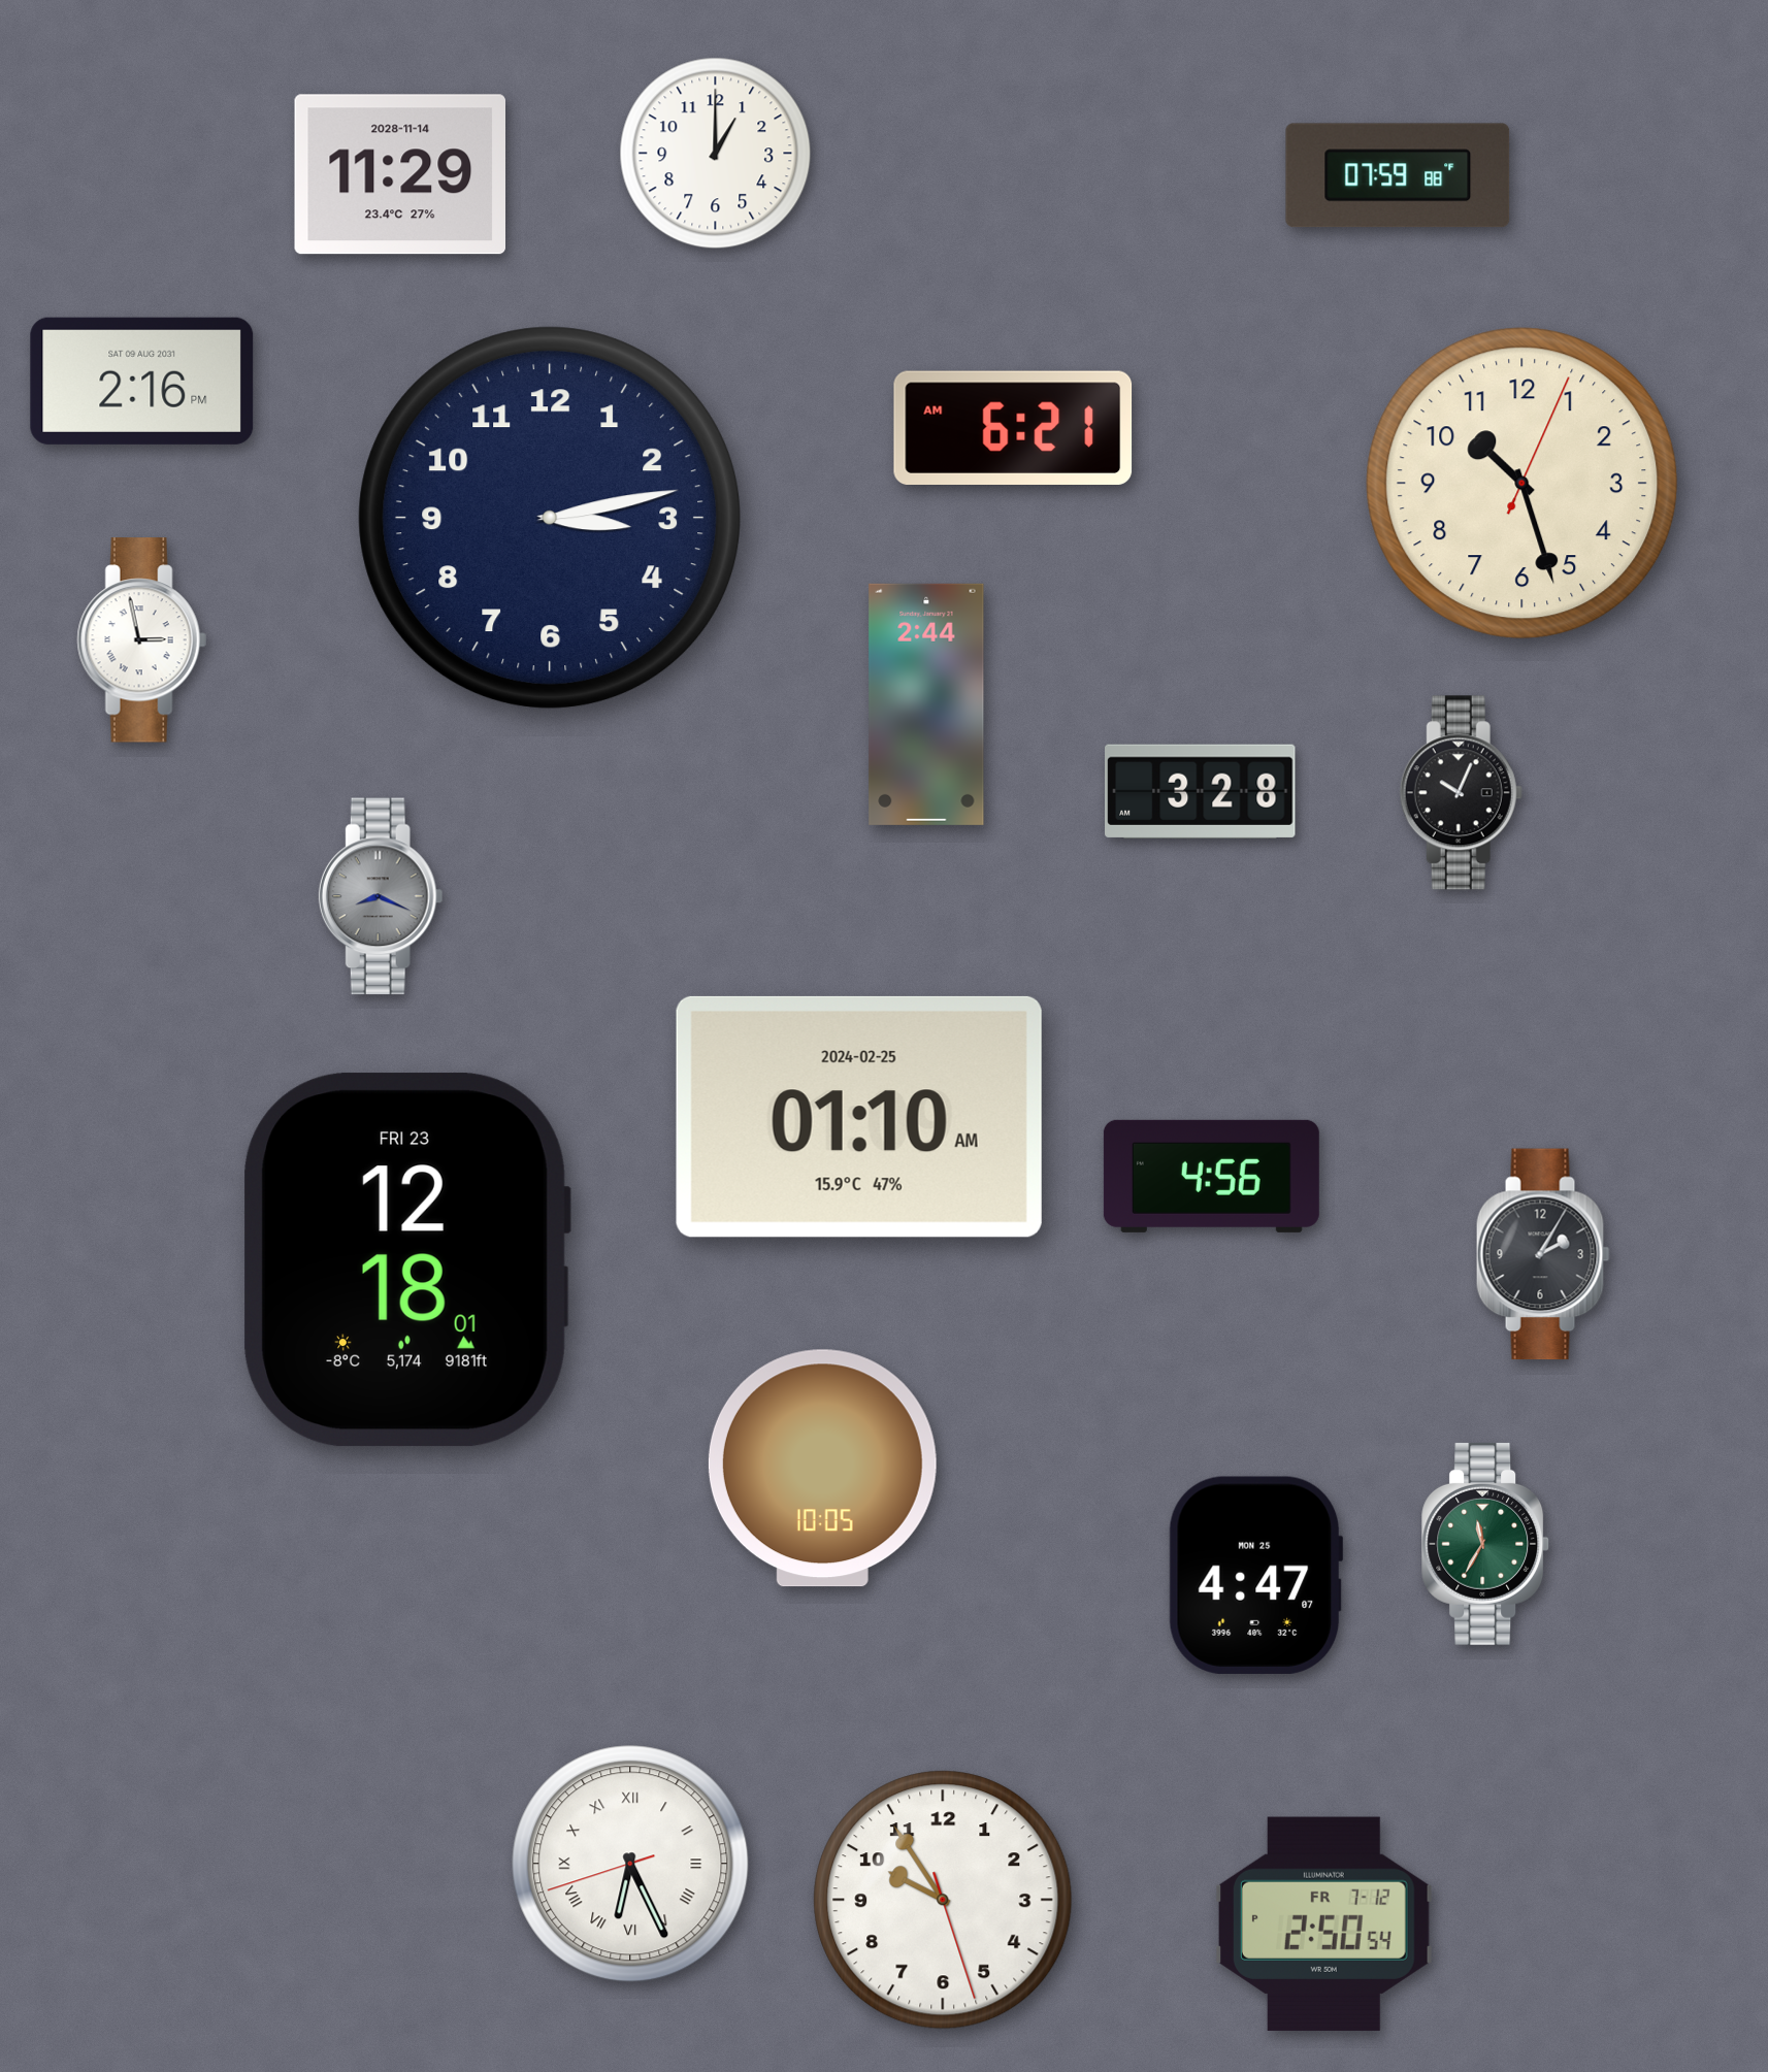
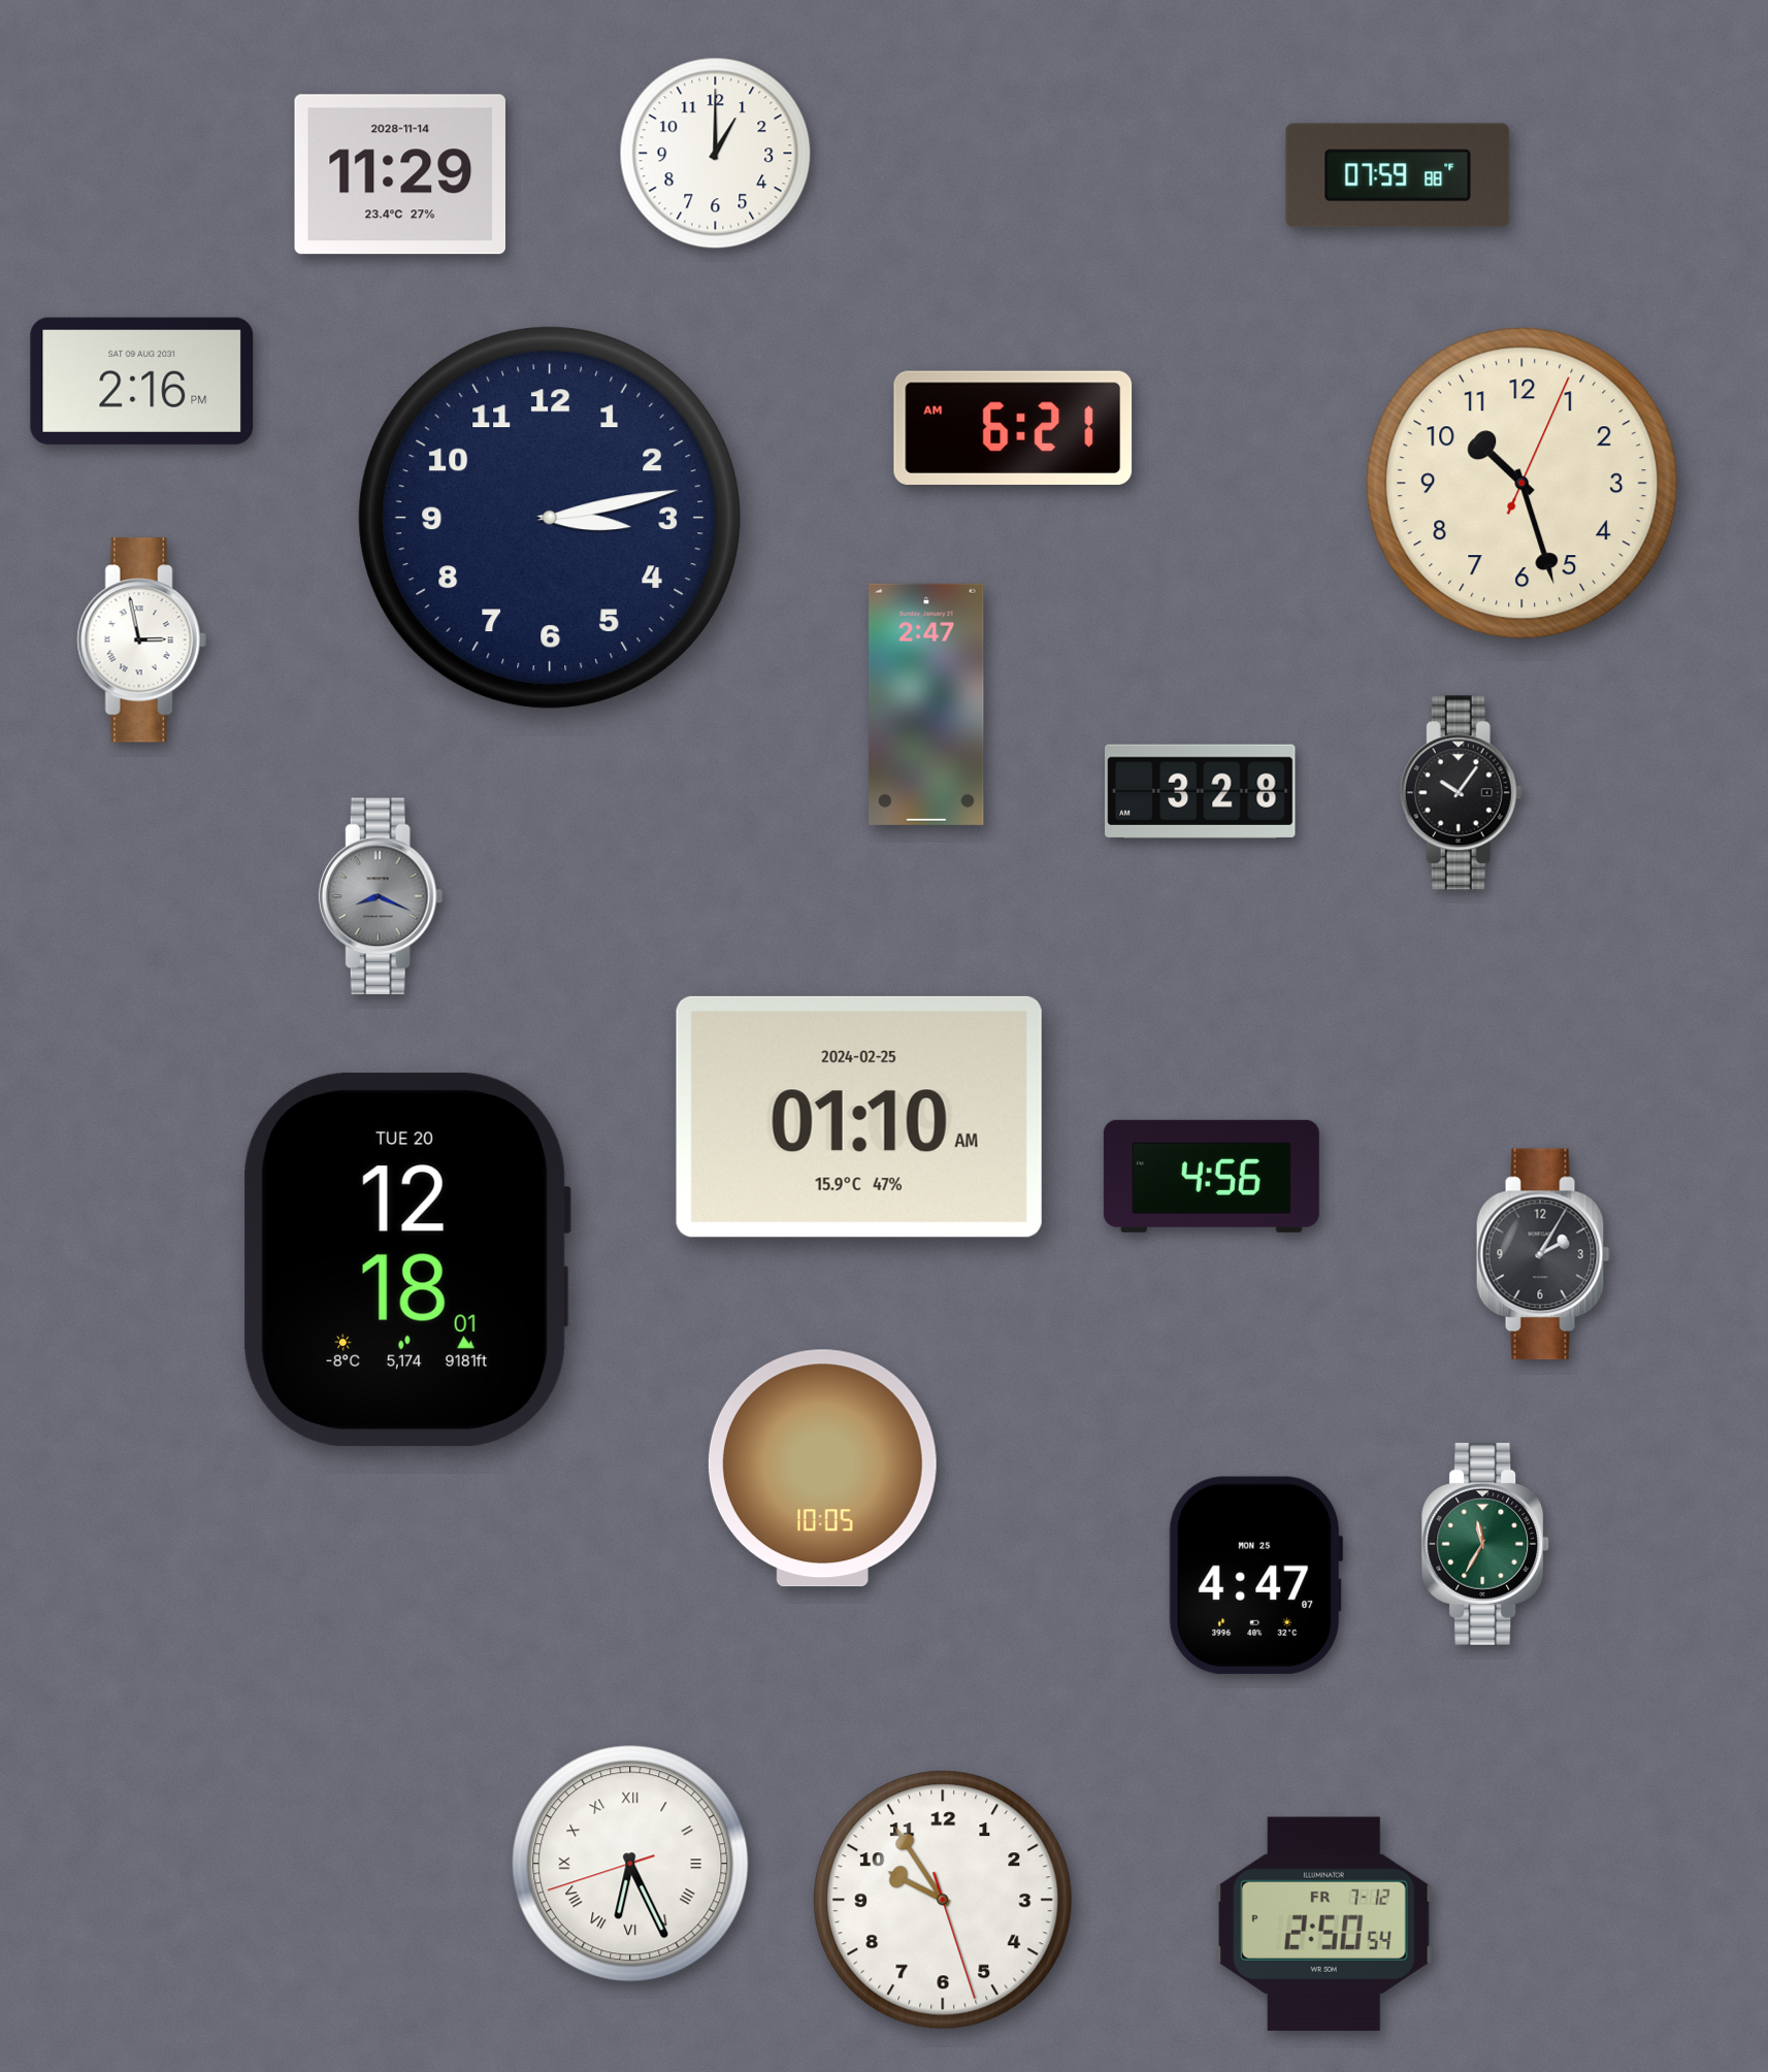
clock at (926, 704): 2:44 -> 2:47
clock at (1461, 793): 10:04 -> 10:06
clock at (406, 1260) date: FRI 23 -> TUE 20
